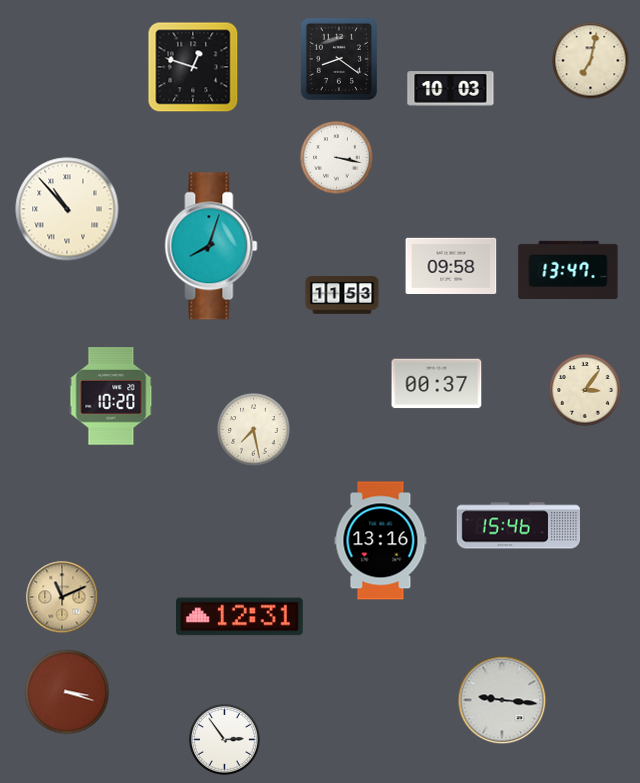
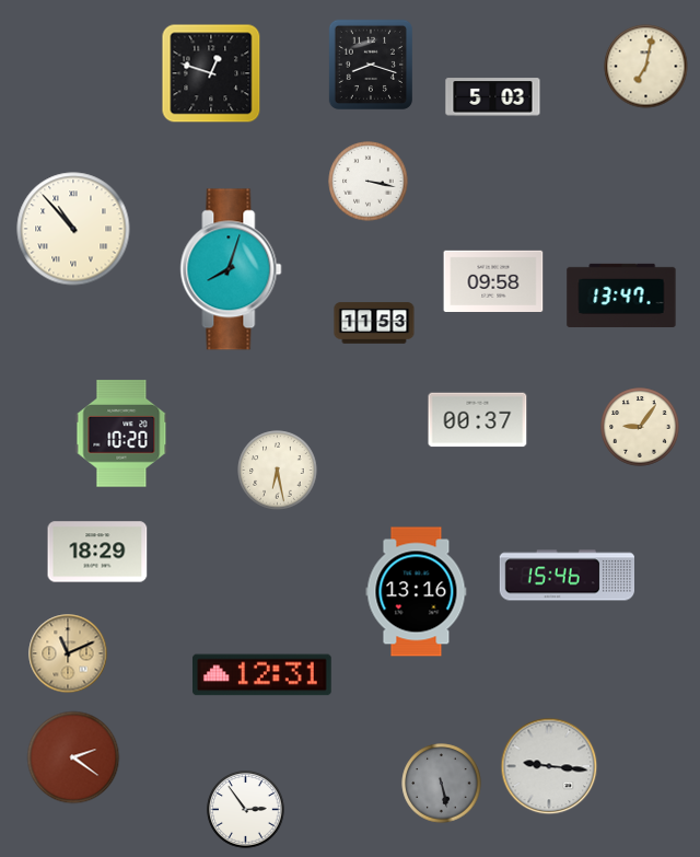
clock at (338, 58): 8:21 -> 8:18
clock at (451, 89): 10:03 -> 5:03
clock at (337, 158) position: (337, 158) -> (369, 182)
clock at (451, 265) position: (451, 265) -> (493, 280)
clock at (585, 390): 3:06 -> 9:06
clock at (254, 430): 7:28 -> 6:28
clock at (97, 552): none -> 18:29
clock at (67, 692): 3:18 -> 2:21
clock at (442, 784): none -> 5:28
